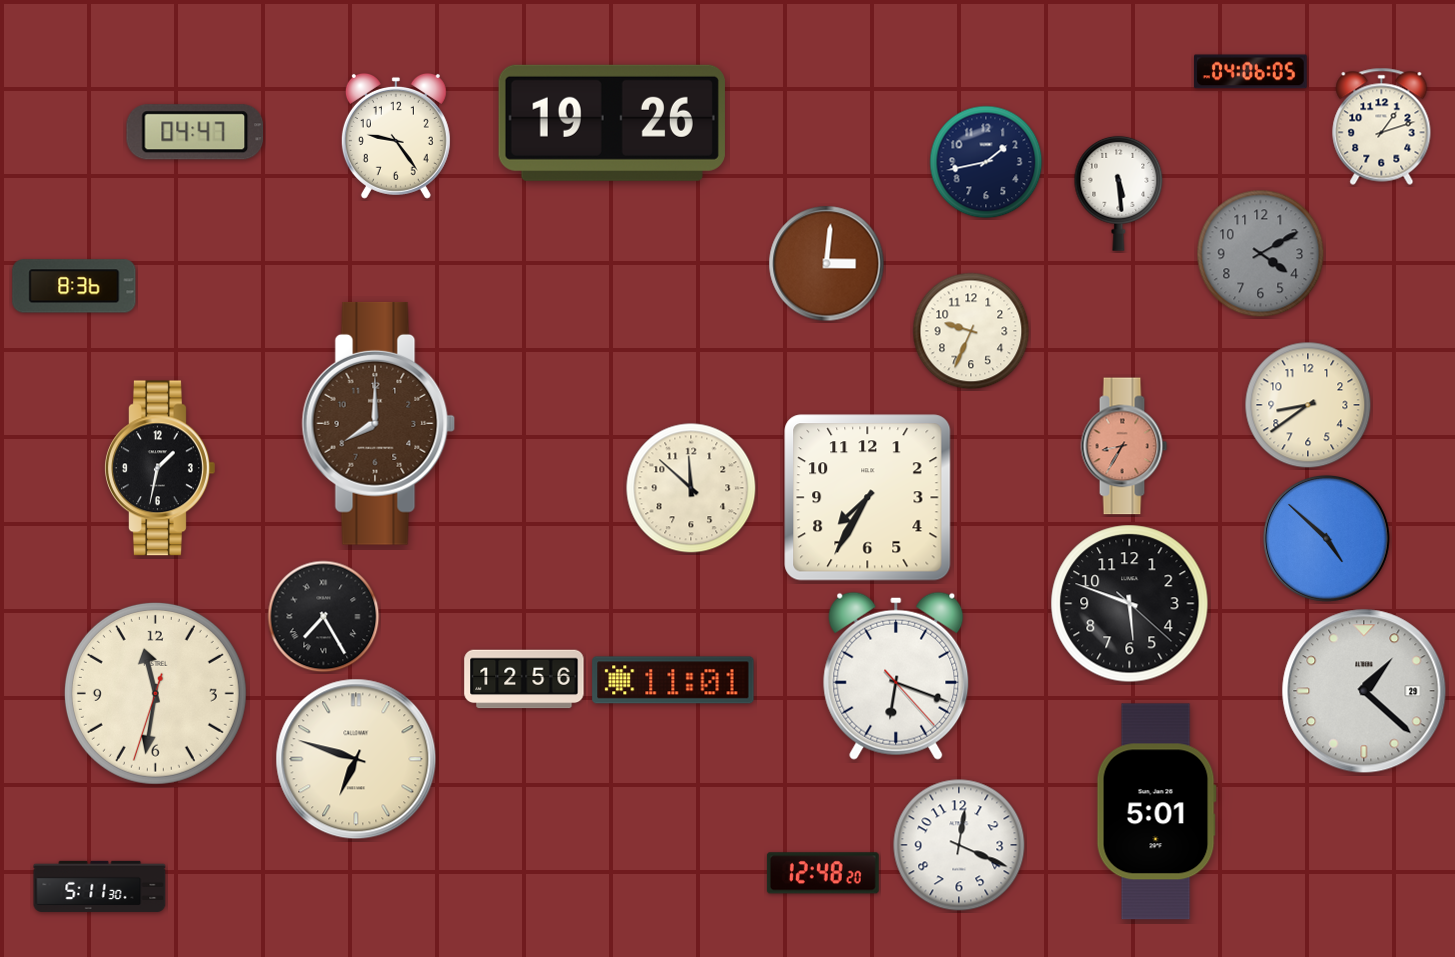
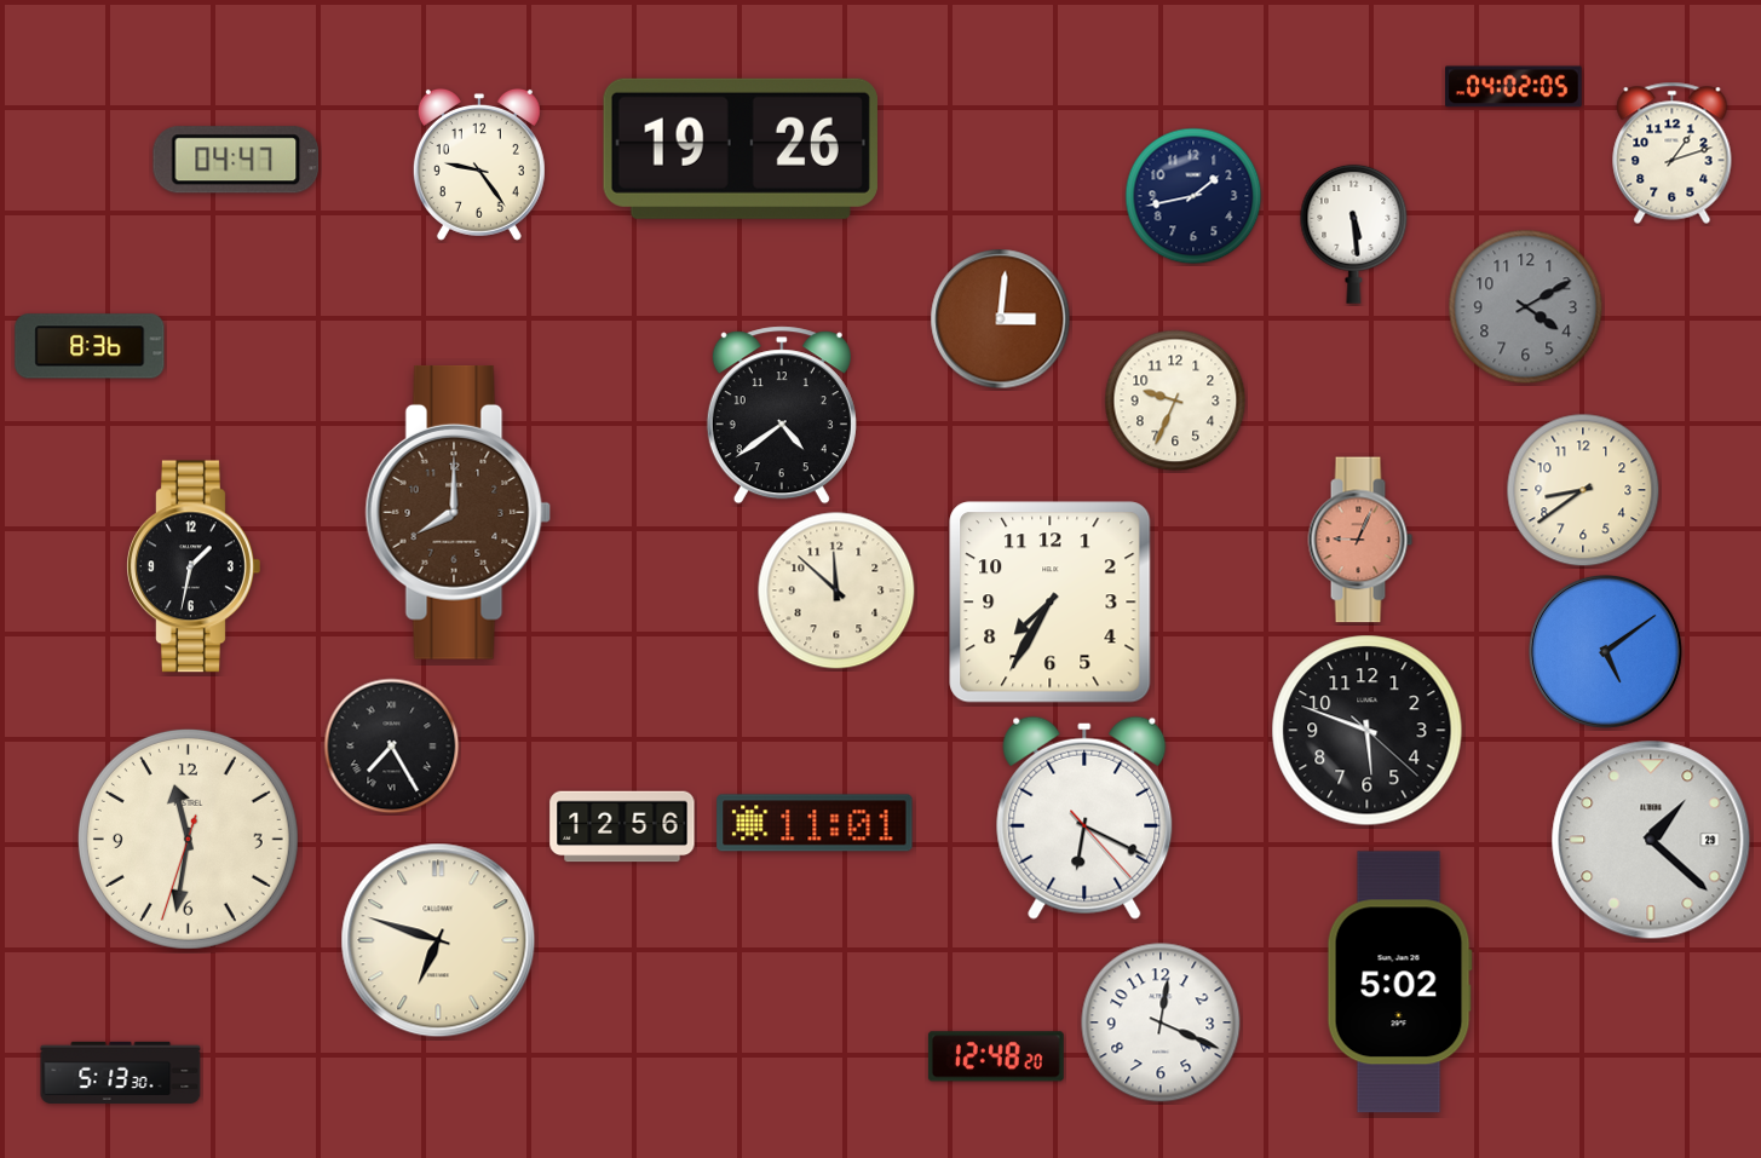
clock at (1251, 72): 04:06 -> 04:02
clock at (782, 415): none -> 4:39
clock at (1124, 446): 8:35 -> 9:04
clock at (1326, 538): 4:52 -> 5:09
clock at (896, 676): 6:18 -> 6:19
clock at (524, 679) position: (524, 679) -> (622, 826)
clock at (1364, 691) position: (1364, 691) -> (1651, 840)
clock at (356, 759) position: (356, 759) -> (438, 940)
clock at (1156, 812): 5:01 -> 5:02
clock at (100, 886): 5:11 -> 5:13
